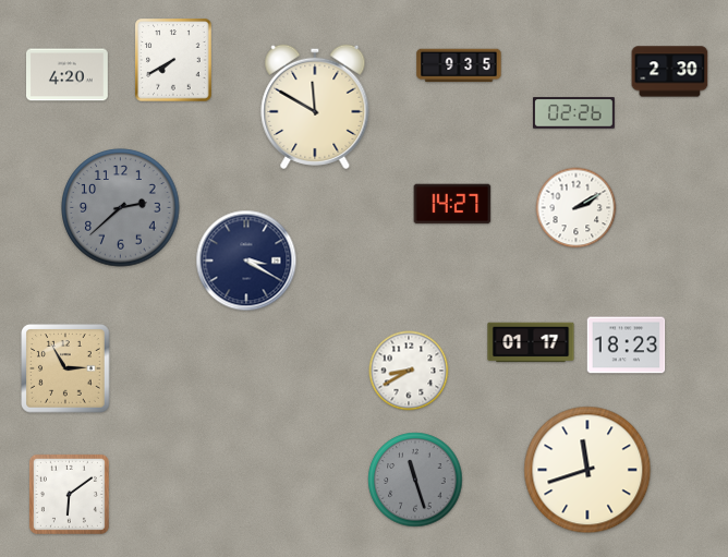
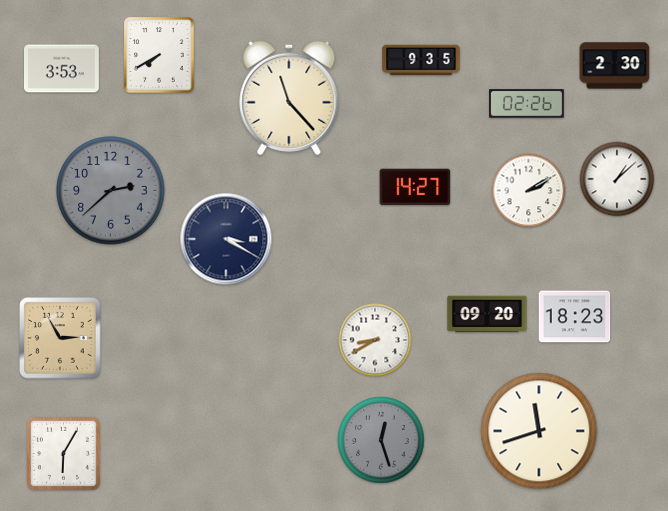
clock at (68, 75): 4:20 -> 3:53
clock at (315, 107): 11:50 -> 11:23
clock at (617, 179): none -> 1:08
clock at (531, 342): 01:17 -> 09:20
clock at (415, 480): 11:27 -> 12:27
clock at (69, 494): 6:09 -> 6:05
